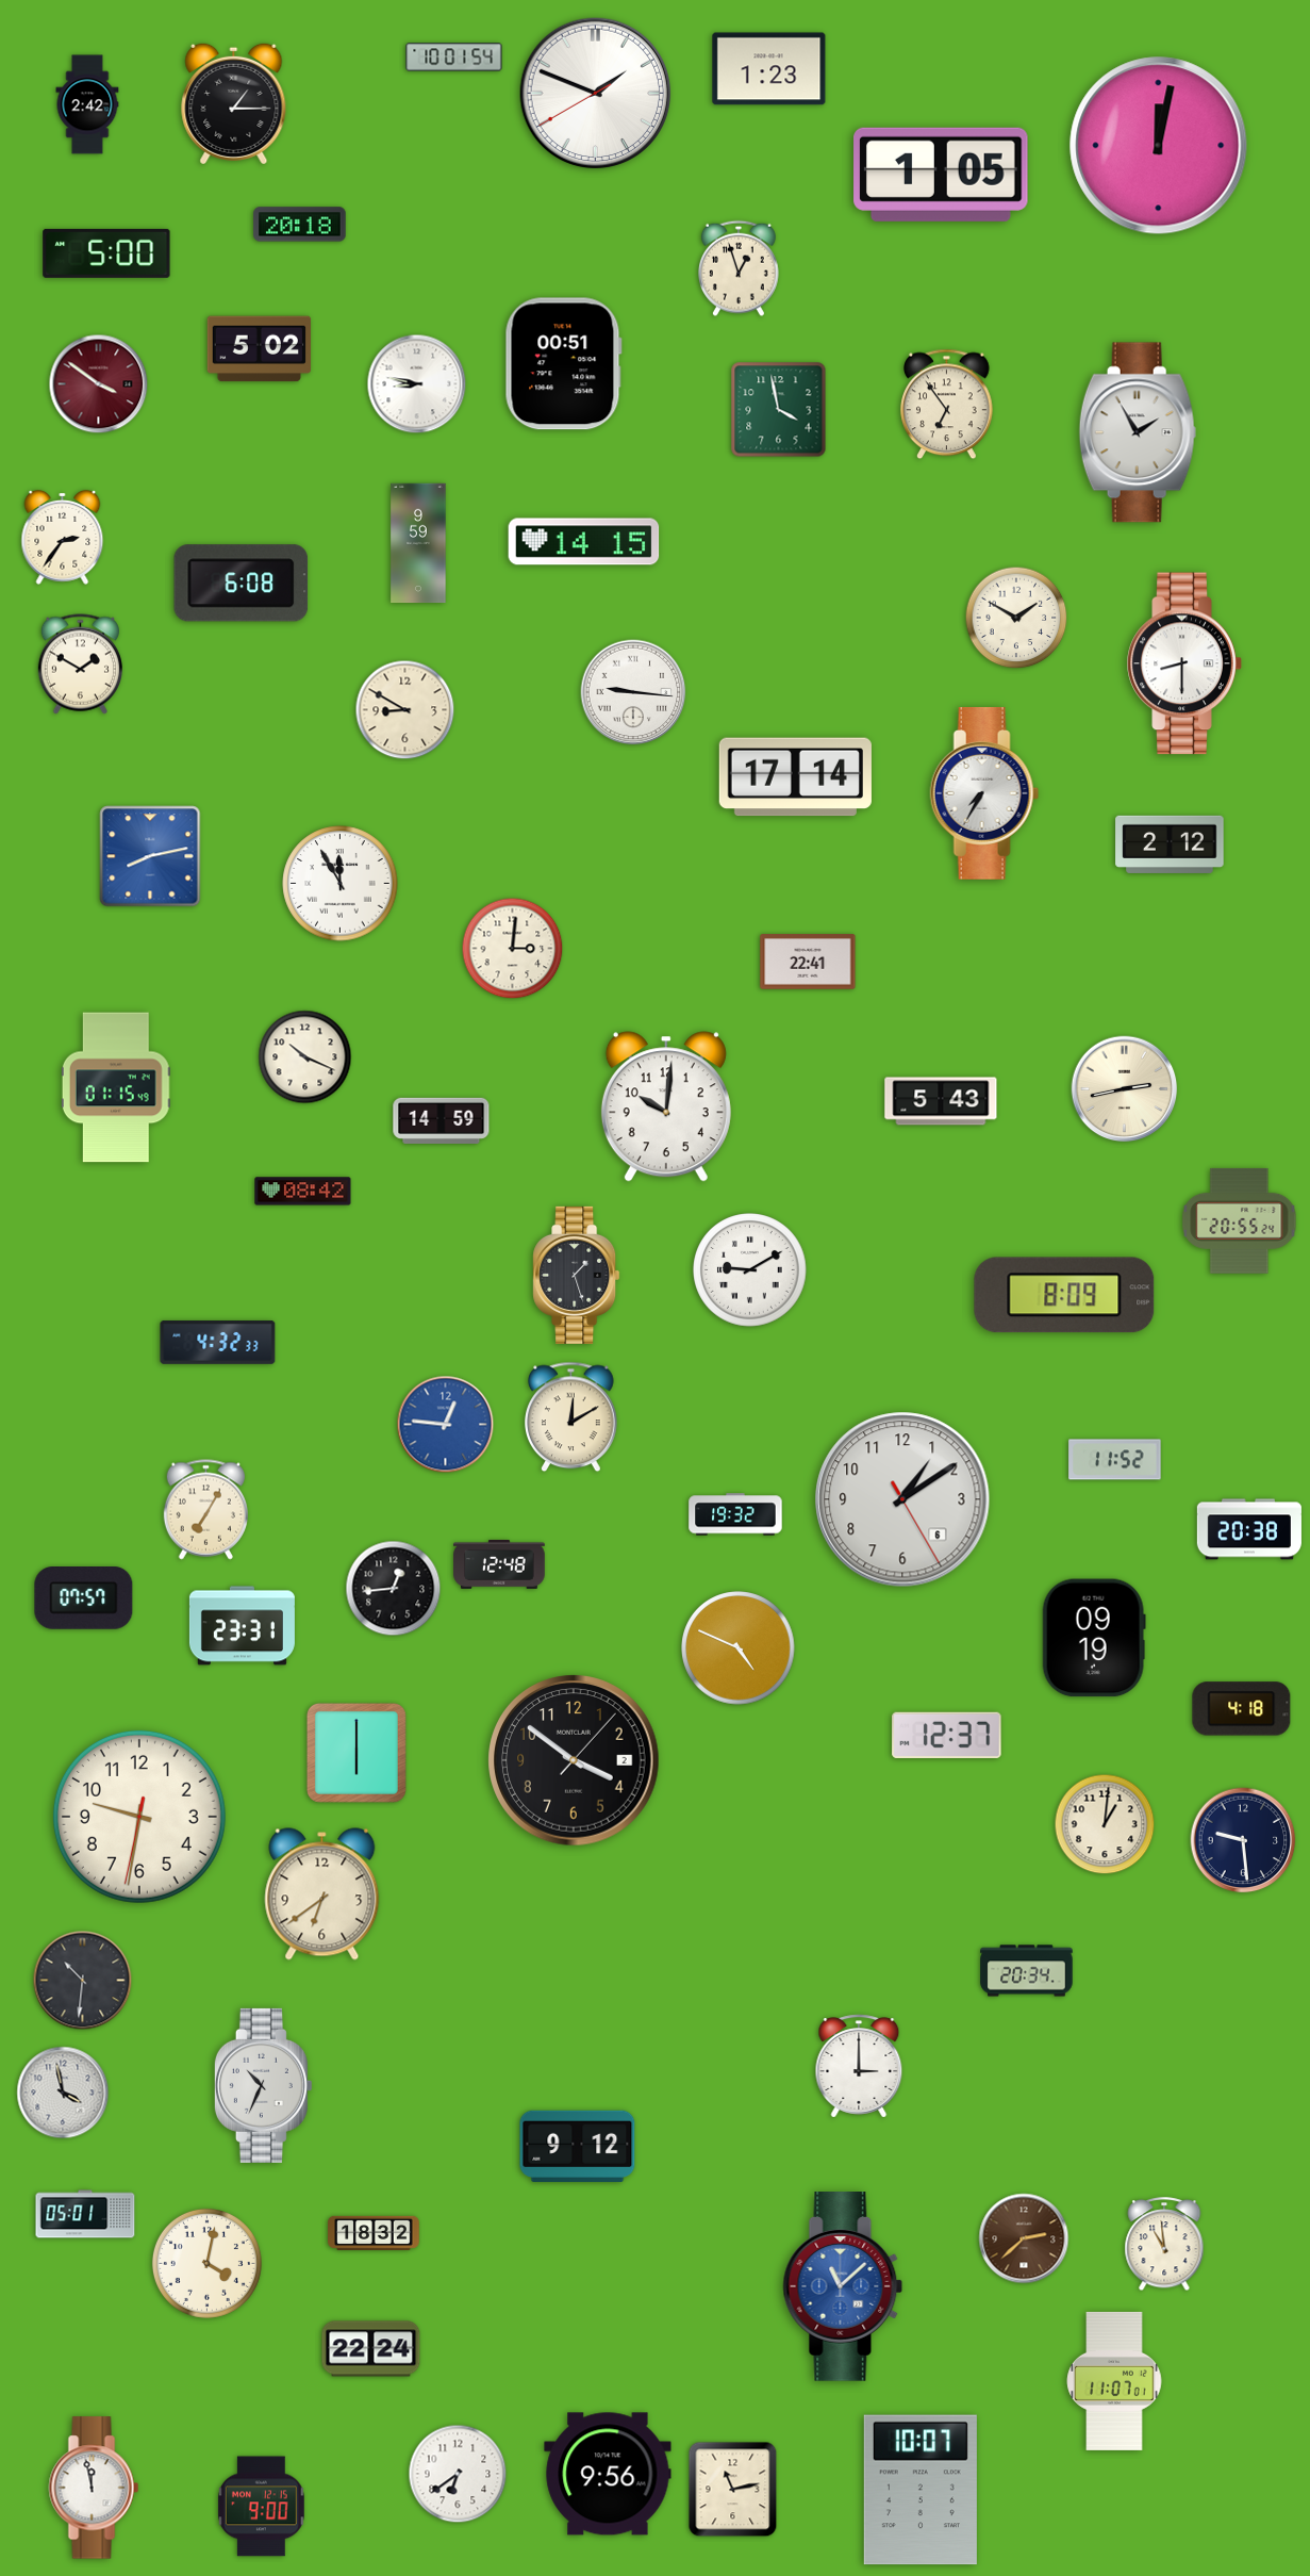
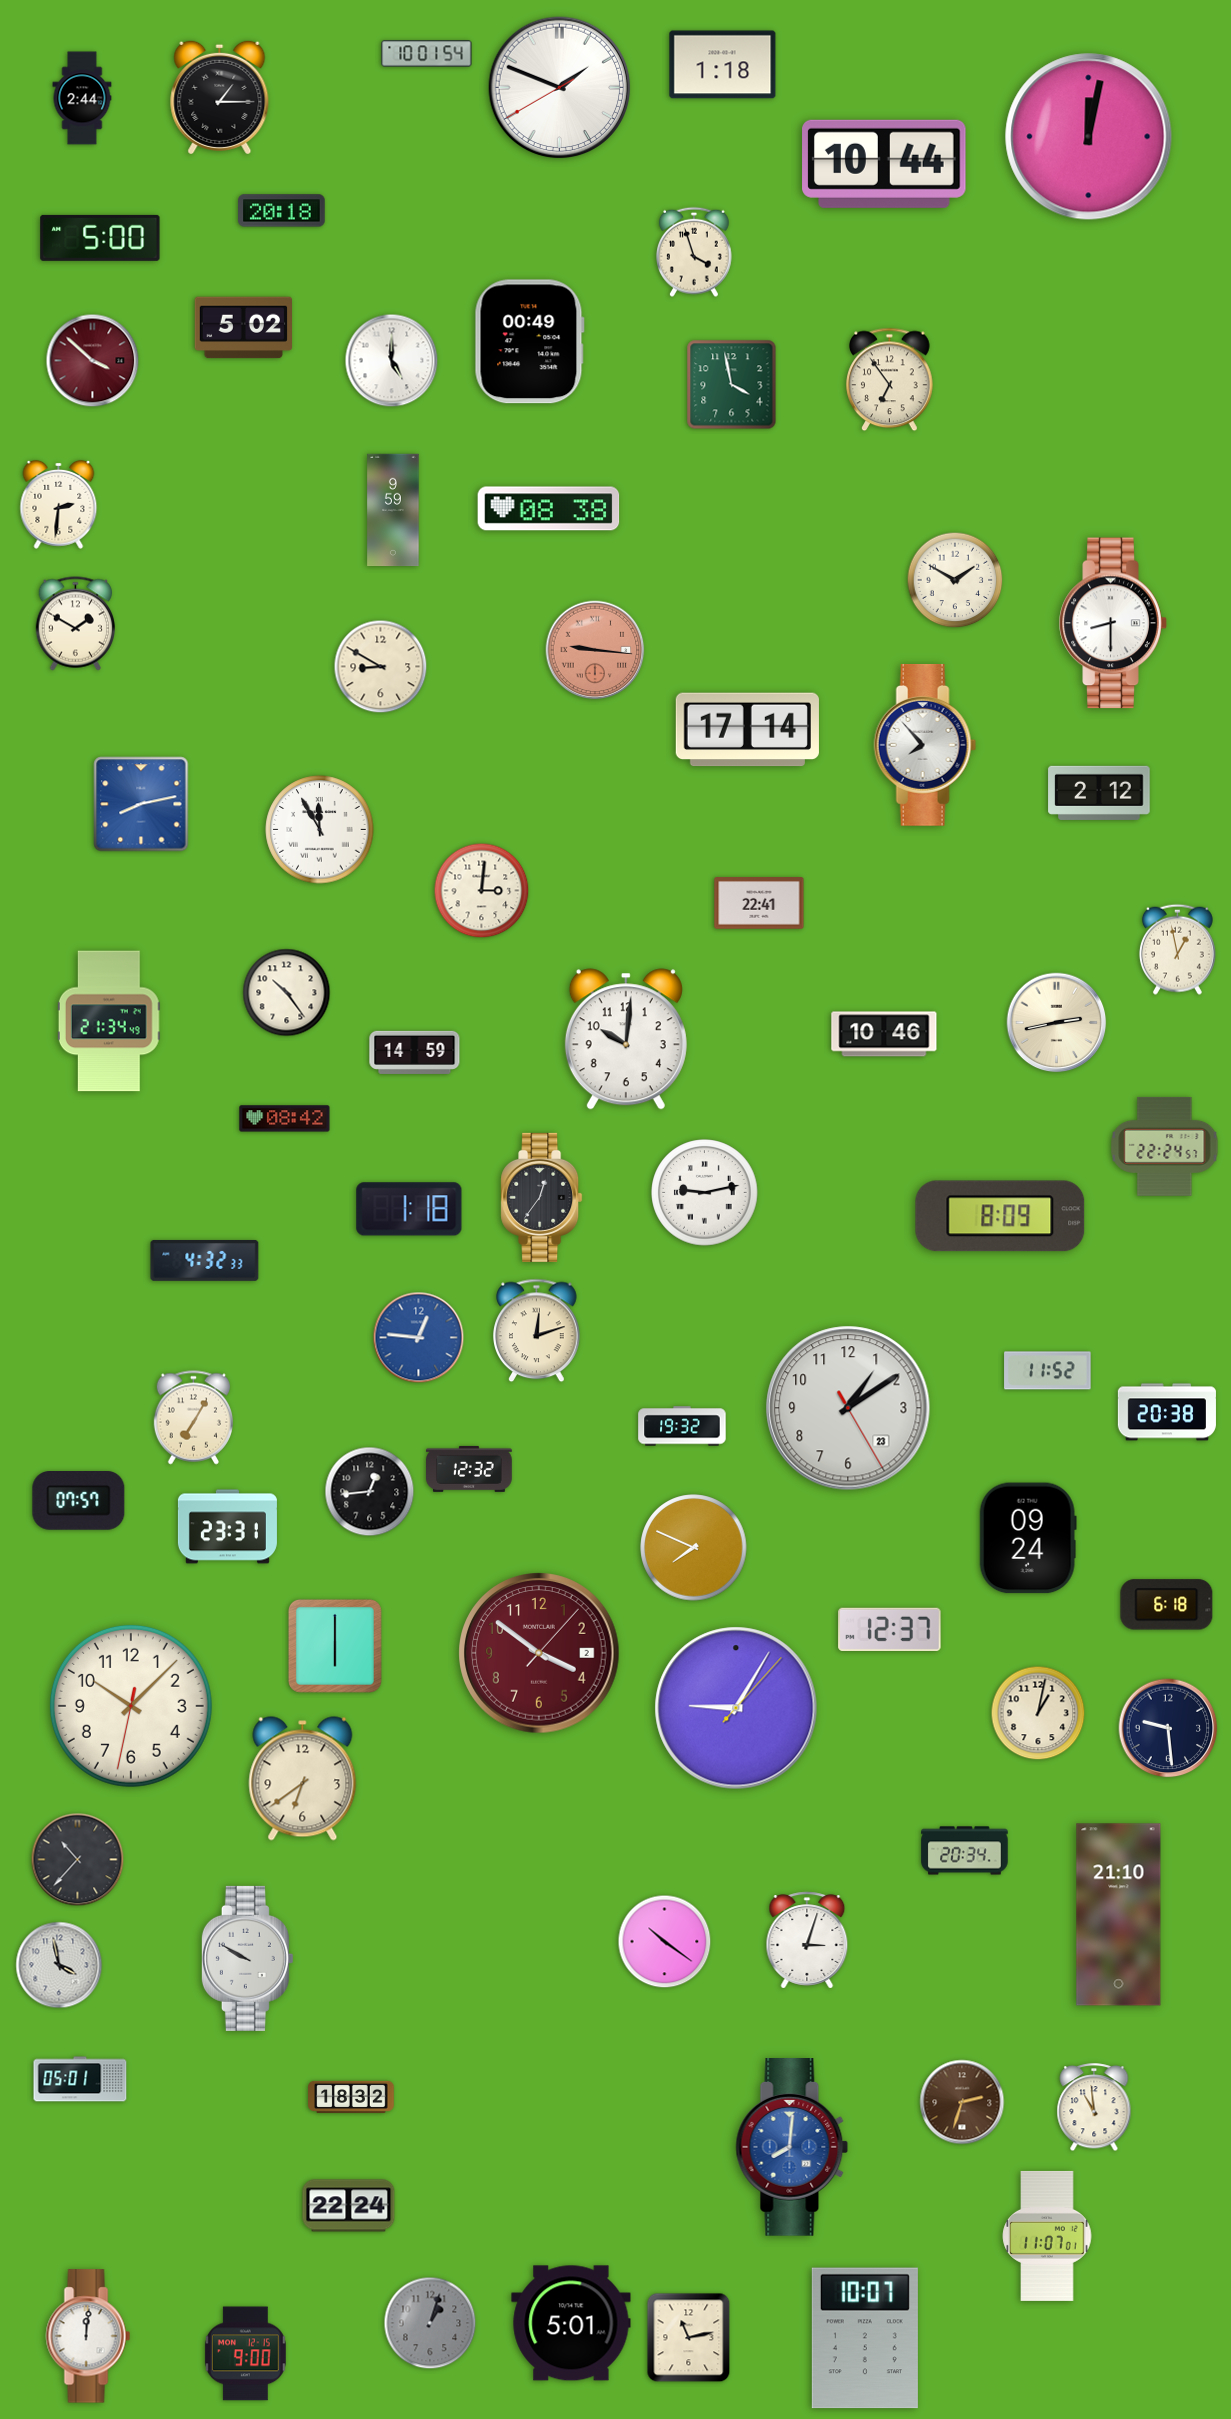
clock at (769, 69): 1:23 -> 1:18
clock at (87, 104): 2:42 -> 2:44
clock at (941, 175): 1:05 -> 10:44
clock at (740, 268): 12:57 -> 3:57
clock at (563, 364): 00:51 -> 00:49
clock at (99, 384): 3:51 -> 3:52
clock at (417, 384): 8:47 -> 5:00
clock at (1138, 432): 1:55 -> none
clock at (63, 537): 2:36 -> 2:31
clock at (584, 542): 14:15 -> 08:38
clock at (242, 584): 6:08 -> none
clock at (633, 692) dial: white -> salmon
clock at (984, 793): 7:35 -> 7:53
clock at (1177, 949): none -> 12:58
clock at (305, 1057): 10:19 -> 10:24
clock at (116, 1087): 01:15 -> 21:34
clock at (941, 1101): 5:43 -> 10:46
clock at (1240, 1220): 20:55 -> 22:24
clock at (750, 1270): 9:10 -> 9:13
clock at (577, 1275): 1:27 -> 12:36
clock at (409, 1209): none -> 1:18
clock at (571, 1417): 12:10 -> 12:12
clock at (902, 1499) date: 6 -> 23
clock at (735, 1514) position: (735, 1514) -> (682, 1426)
clock at (1249, 1529) position: (1249, 1529) -> (1167, 1412)
clock at (499, 1564): 12:48 -> 12:32
clock at (1094, 1638): 09:19 -> 09:24
clock at (739, 1648): 4:49 -> 7:49
clock at (1242, 1709): 4:18 -> 6:18
clock at (574, 1760) dial: black -> burgundy
clock at (139, 1817): 9:31 -> 10:07
clock at (736, 1708): none -> 9:05
clock at (1105, 1824): 1:01 -> 1:02
clock at (83, 1981): 10:31 -> 10:37
clock at (1119, 1915): none -> 21:10
clock at (859, 2066): 3:00 -> 3:03
clock at (665, 1942): none -> 10:21
clock at (263, 2085): 10:34 -> 9:50
clock at (578, 2146): 9:12 -> none
clock at (1024, 2238): 2:38 -> 2:33
clock at (206, 2263): 4:02 -> none
clock at (843, 2287): 11:08 -> 8:01
clock at (458, 2474): 6:39 -> 1:03
clock at (458, 2474) dial: white -> grey
clock at (608, 2474): 9:56 -> 5:01
clock at (94, 2488): 11:58 -> 12:01
